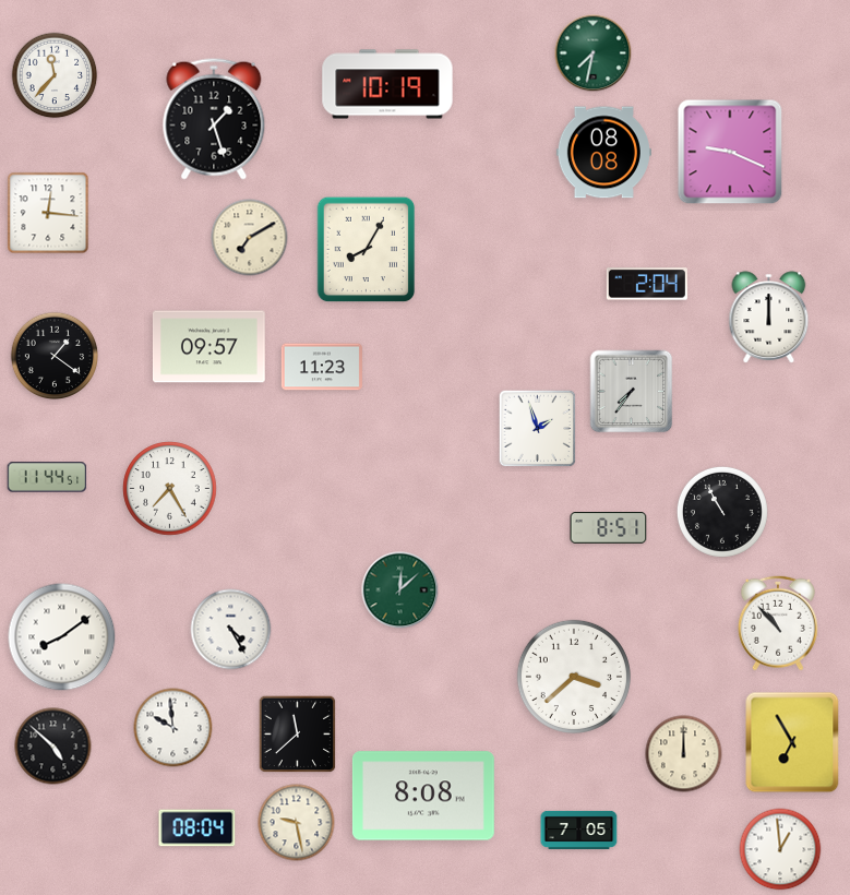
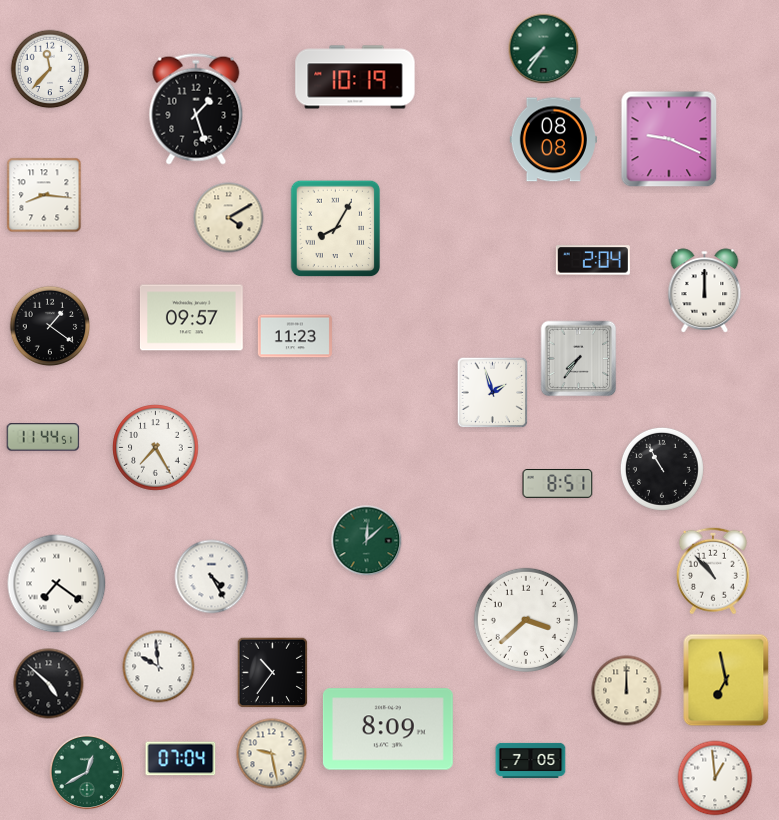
clock at (594, 53): 7:32 -> 7:36
clock at (48, 213): 12:16 -> 8:16
clock at (250, 238): 7:10 -> 4:10
clock at (62, 637): 8:09 -> 7:21
clock at (298, 735): 11:38 -> 10:36
clock at (792, 742): 6:55 -> 6:58
clock at (423, 796): 8:08 -> 8:09
clock at (197, 828): 08:04 -> 07:04
clock at (87, 772): none -> 12:40
